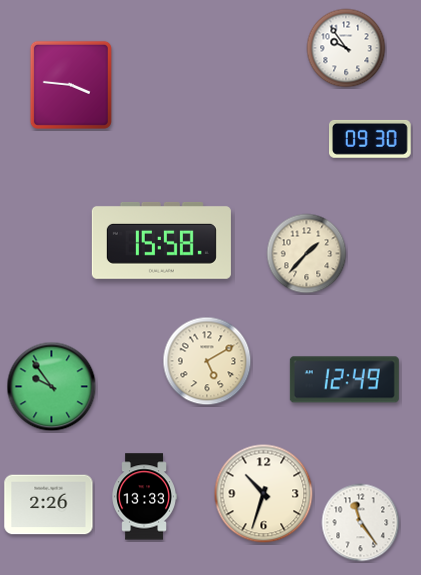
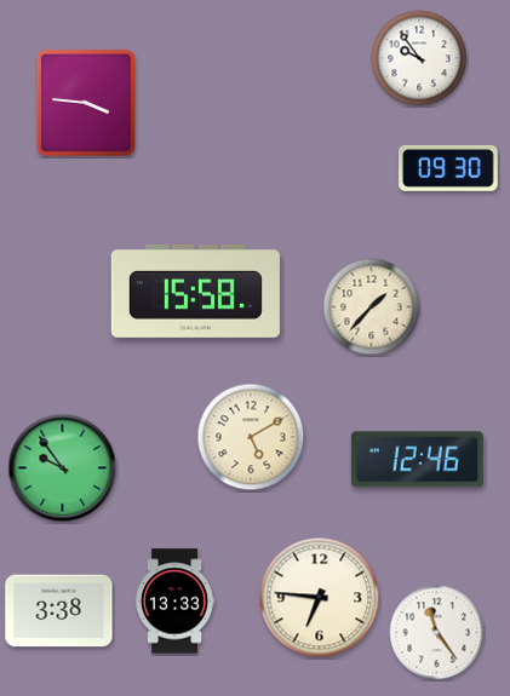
clock at (344, 380): 12:49 -> 12:46
clock at (264, 494): 10:33 -> 6:46
clock at (49, 505): 2:26 -> 3:38
